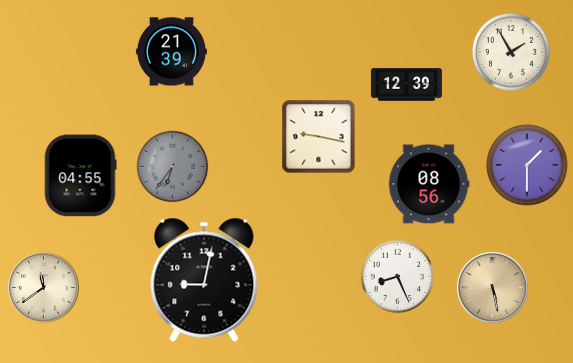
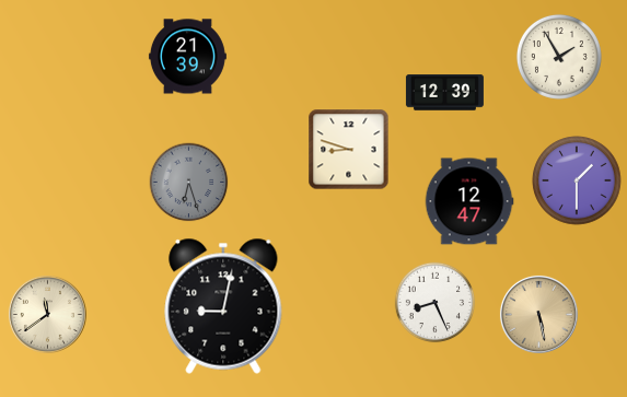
clock at (319, 137): 9:17 -> 8:48
clock at (173, 167): 6:36 -> 6:27
clock at (80, 176): 04:55 -> none
clock at (429, 184): 08:56 -> 12:47
